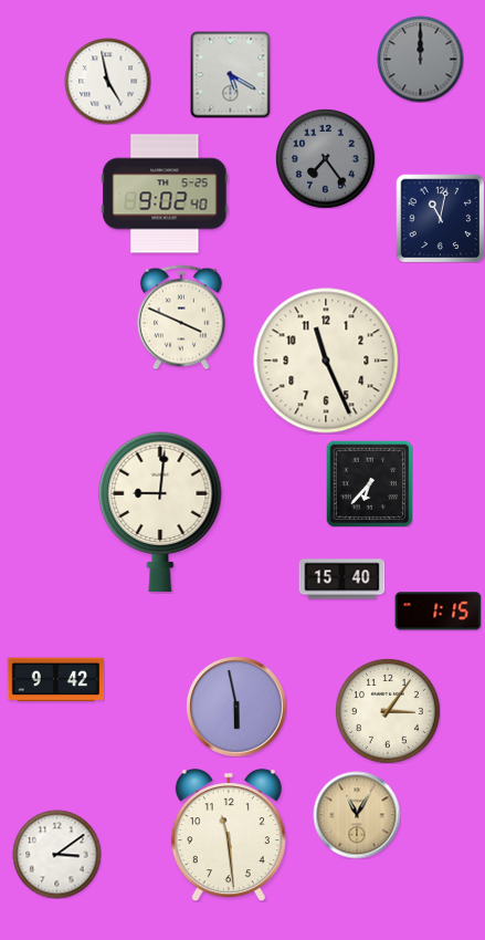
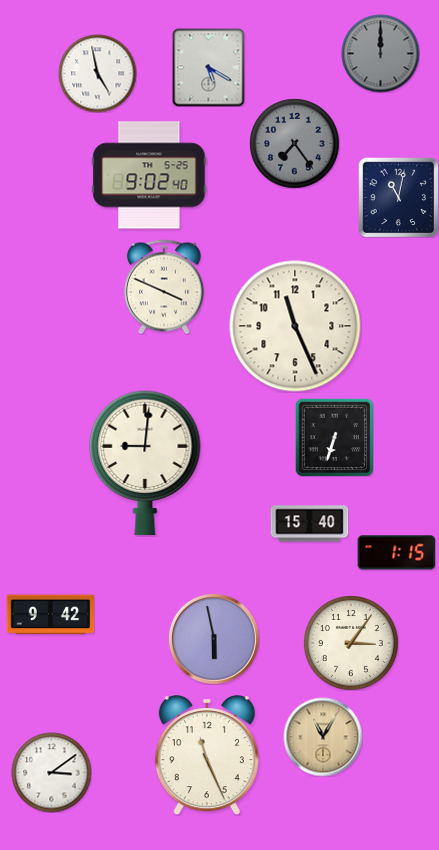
clock at (369, 483): 6:37 -> 6:33
clock at (229, 835): 11:29 -> 11:26
